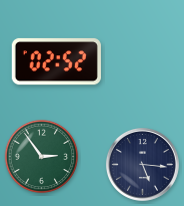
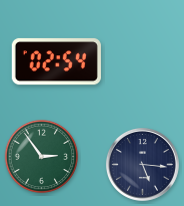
clock at (56, 62): 02:52 -> 02:54
